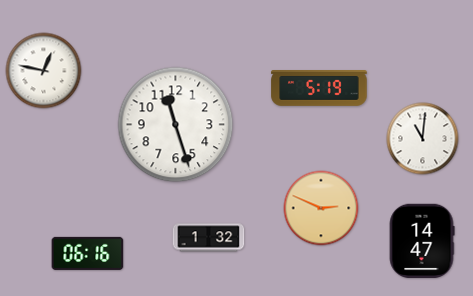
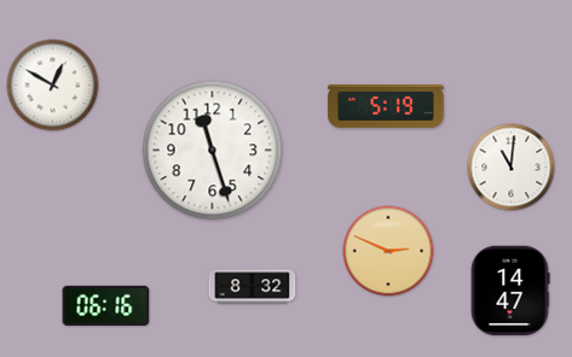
clock at (44, 71): 12:47 -> 12:50
clock at (209, 238): 1:32 -> 8:32
